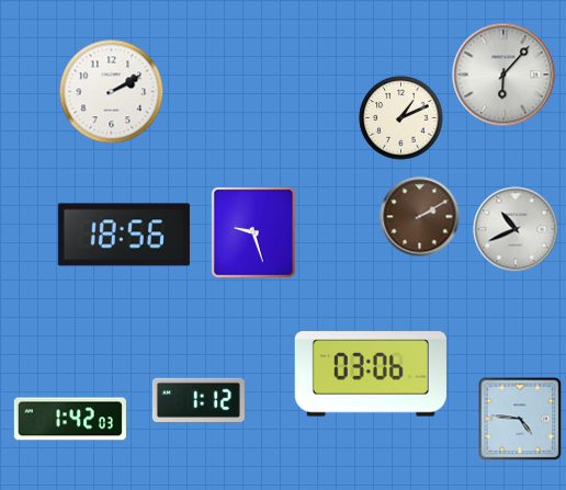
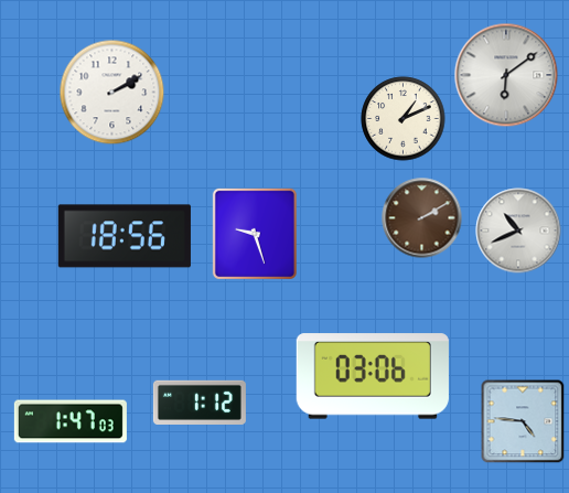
clock at (503, 75): 6:07 -> 6:09
clock at (70, 419): 1:42 -> 1:47
